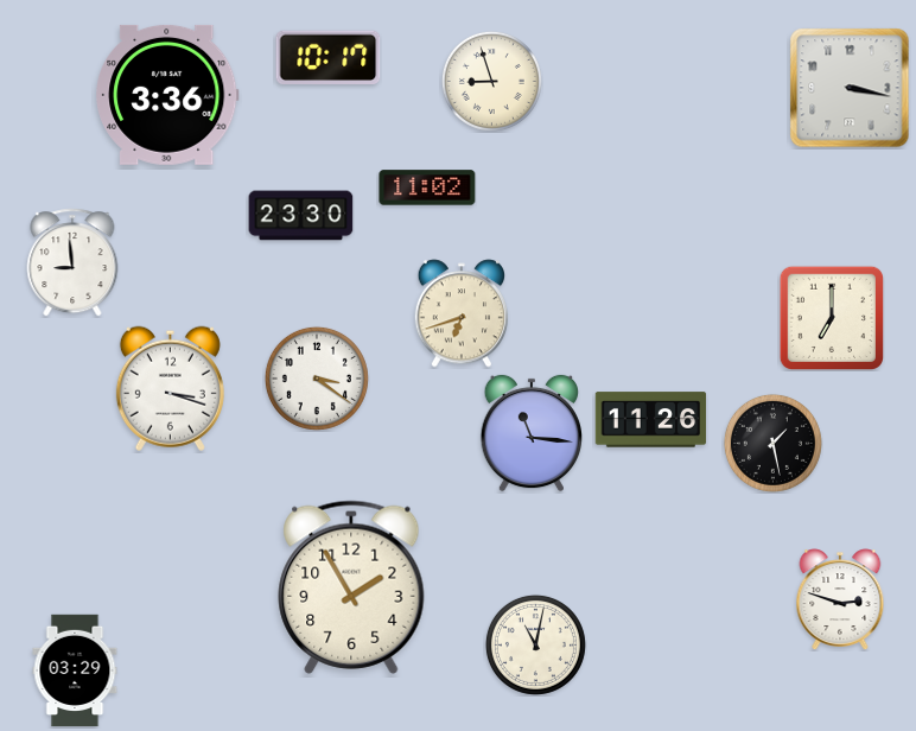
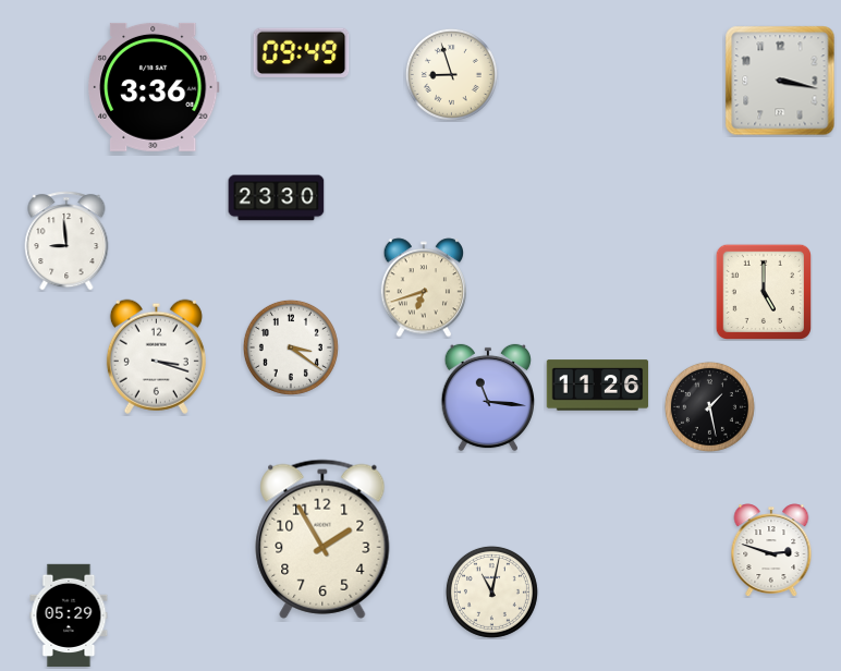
clock at (329, 58): 10:17 -> 09:49
clock at (427, 187): 11:02 -> none
clock at (831, 317): 7:00 -> 5:00
clock at (75, 670): 03:29 -> 05:29
